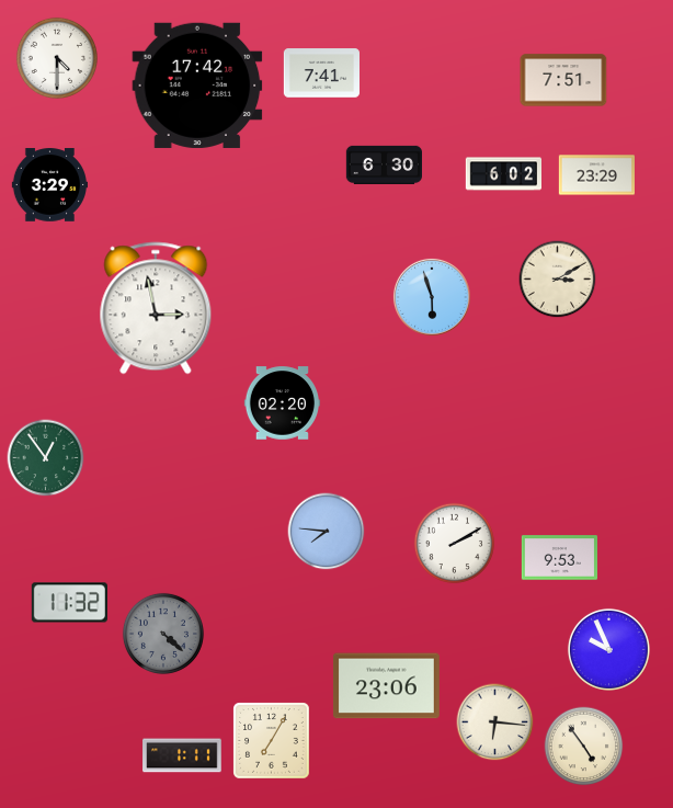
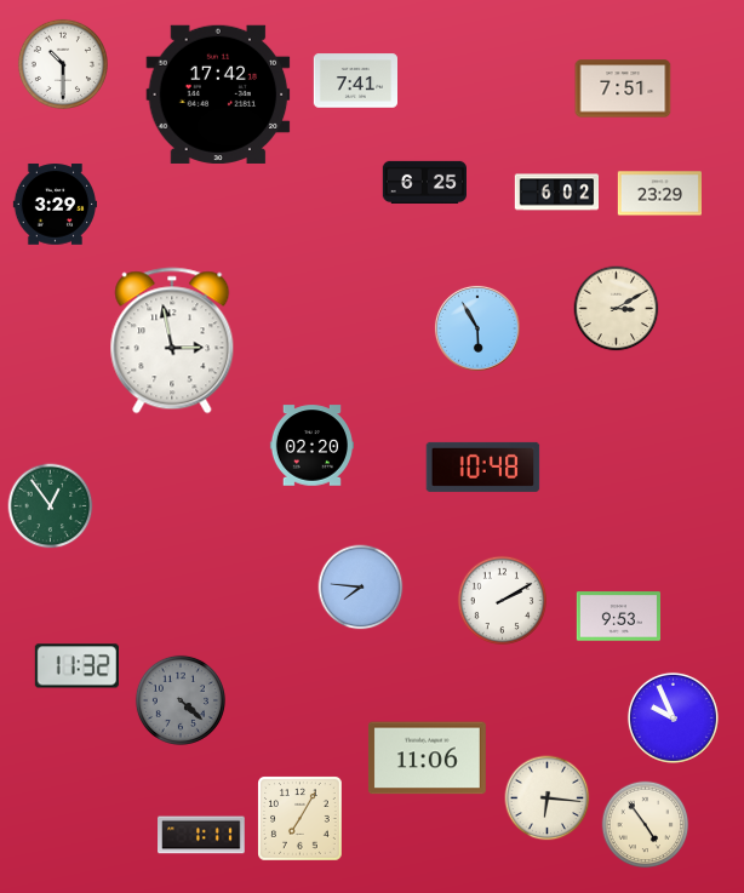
clock at (57, 58): 4:30 -> 10:30
clock at (384, 164): 6:30 -> 6:25
clock at (432, 297): 5:57 -> 5:55
clock at (483, 466): none -> 10:48
clock at (386, 686): 23:06 -> 11:06
